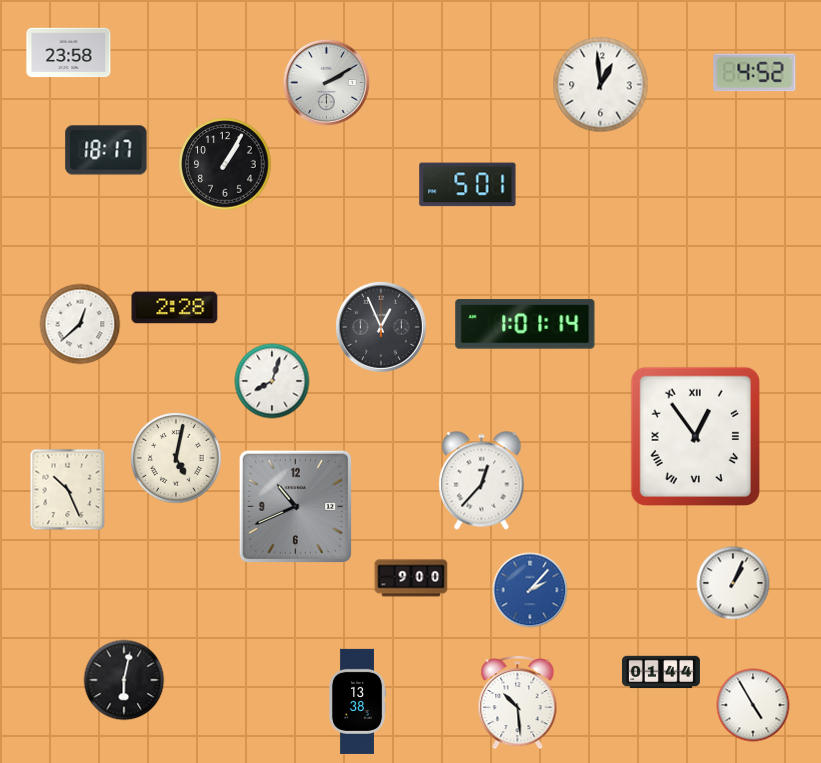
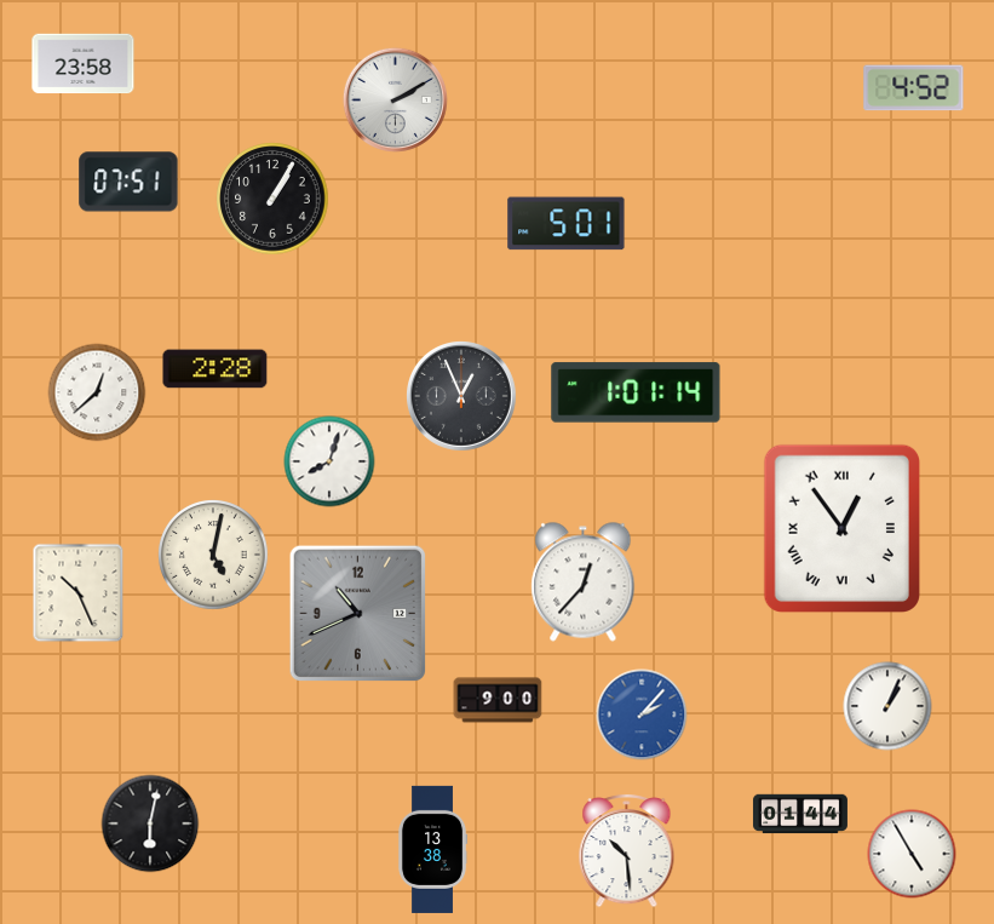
clock at (601, 85): 12:59 -> none
clock at (106, 150): 18:17 -> 07:51
clock at (175, 308) position: (175, 308) -> (216, 369)
clock at (68, 490) position: (68, 490) -> (79, 593)
